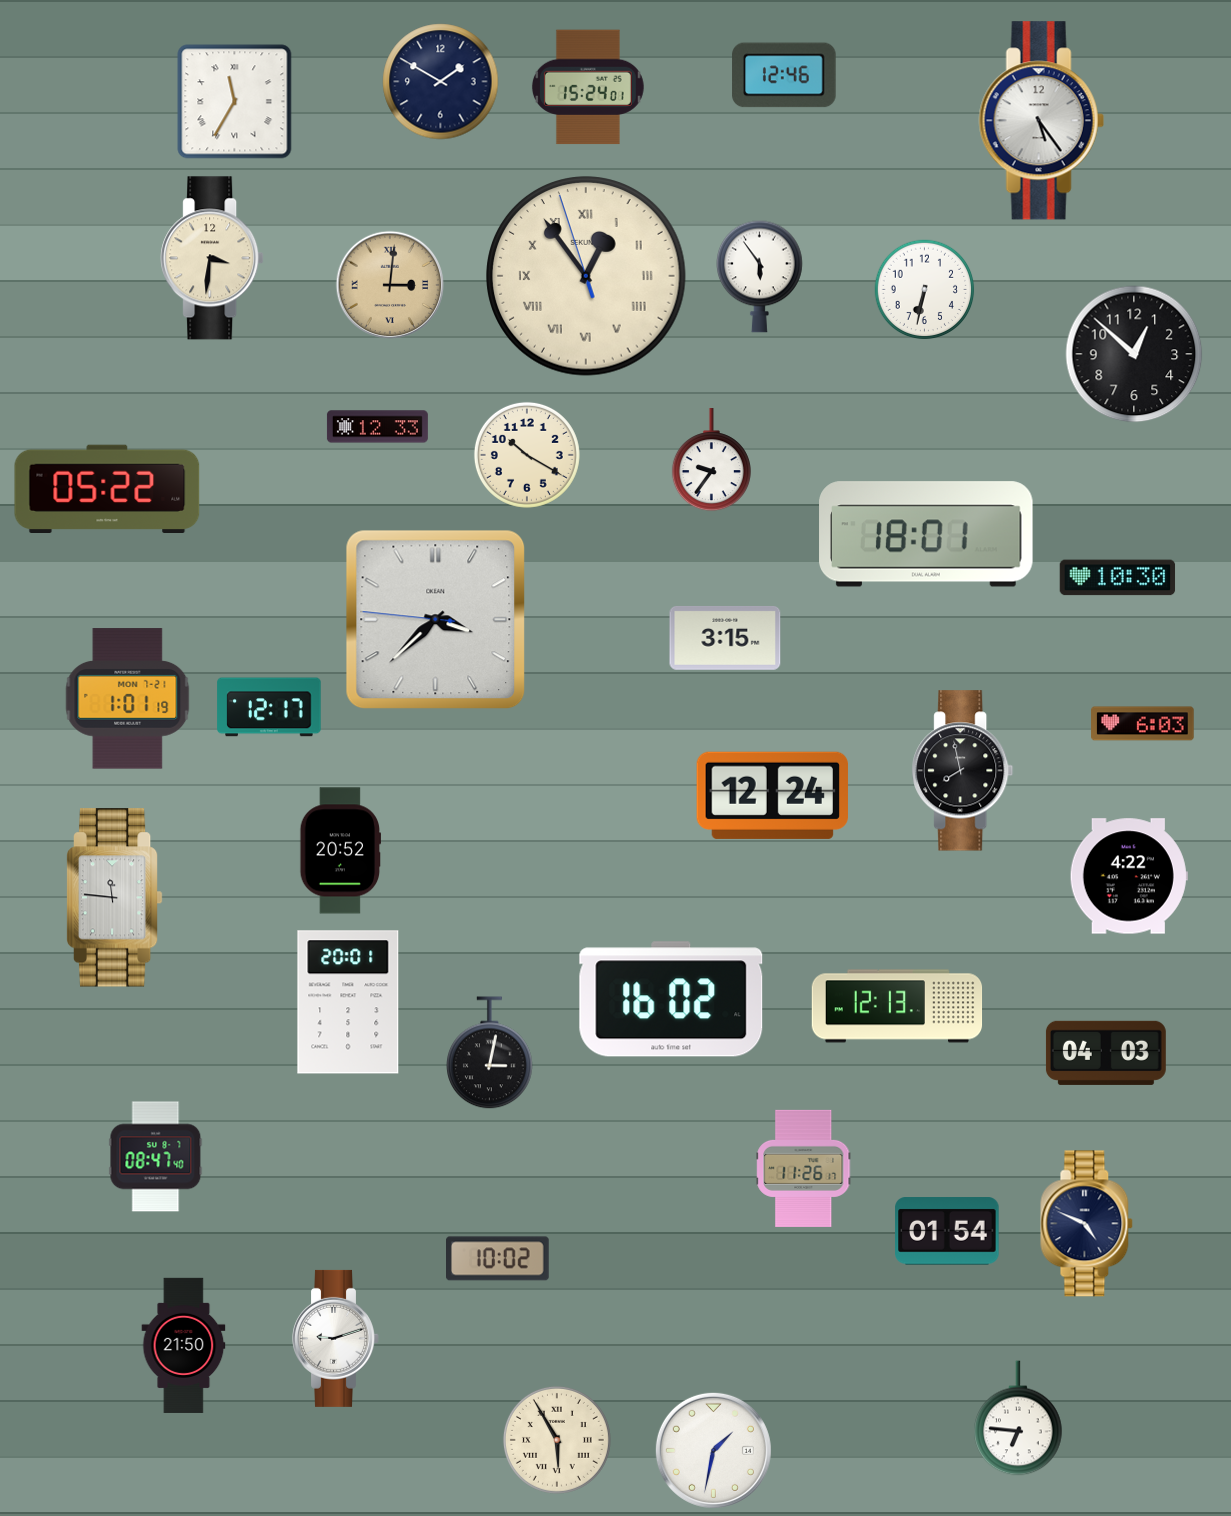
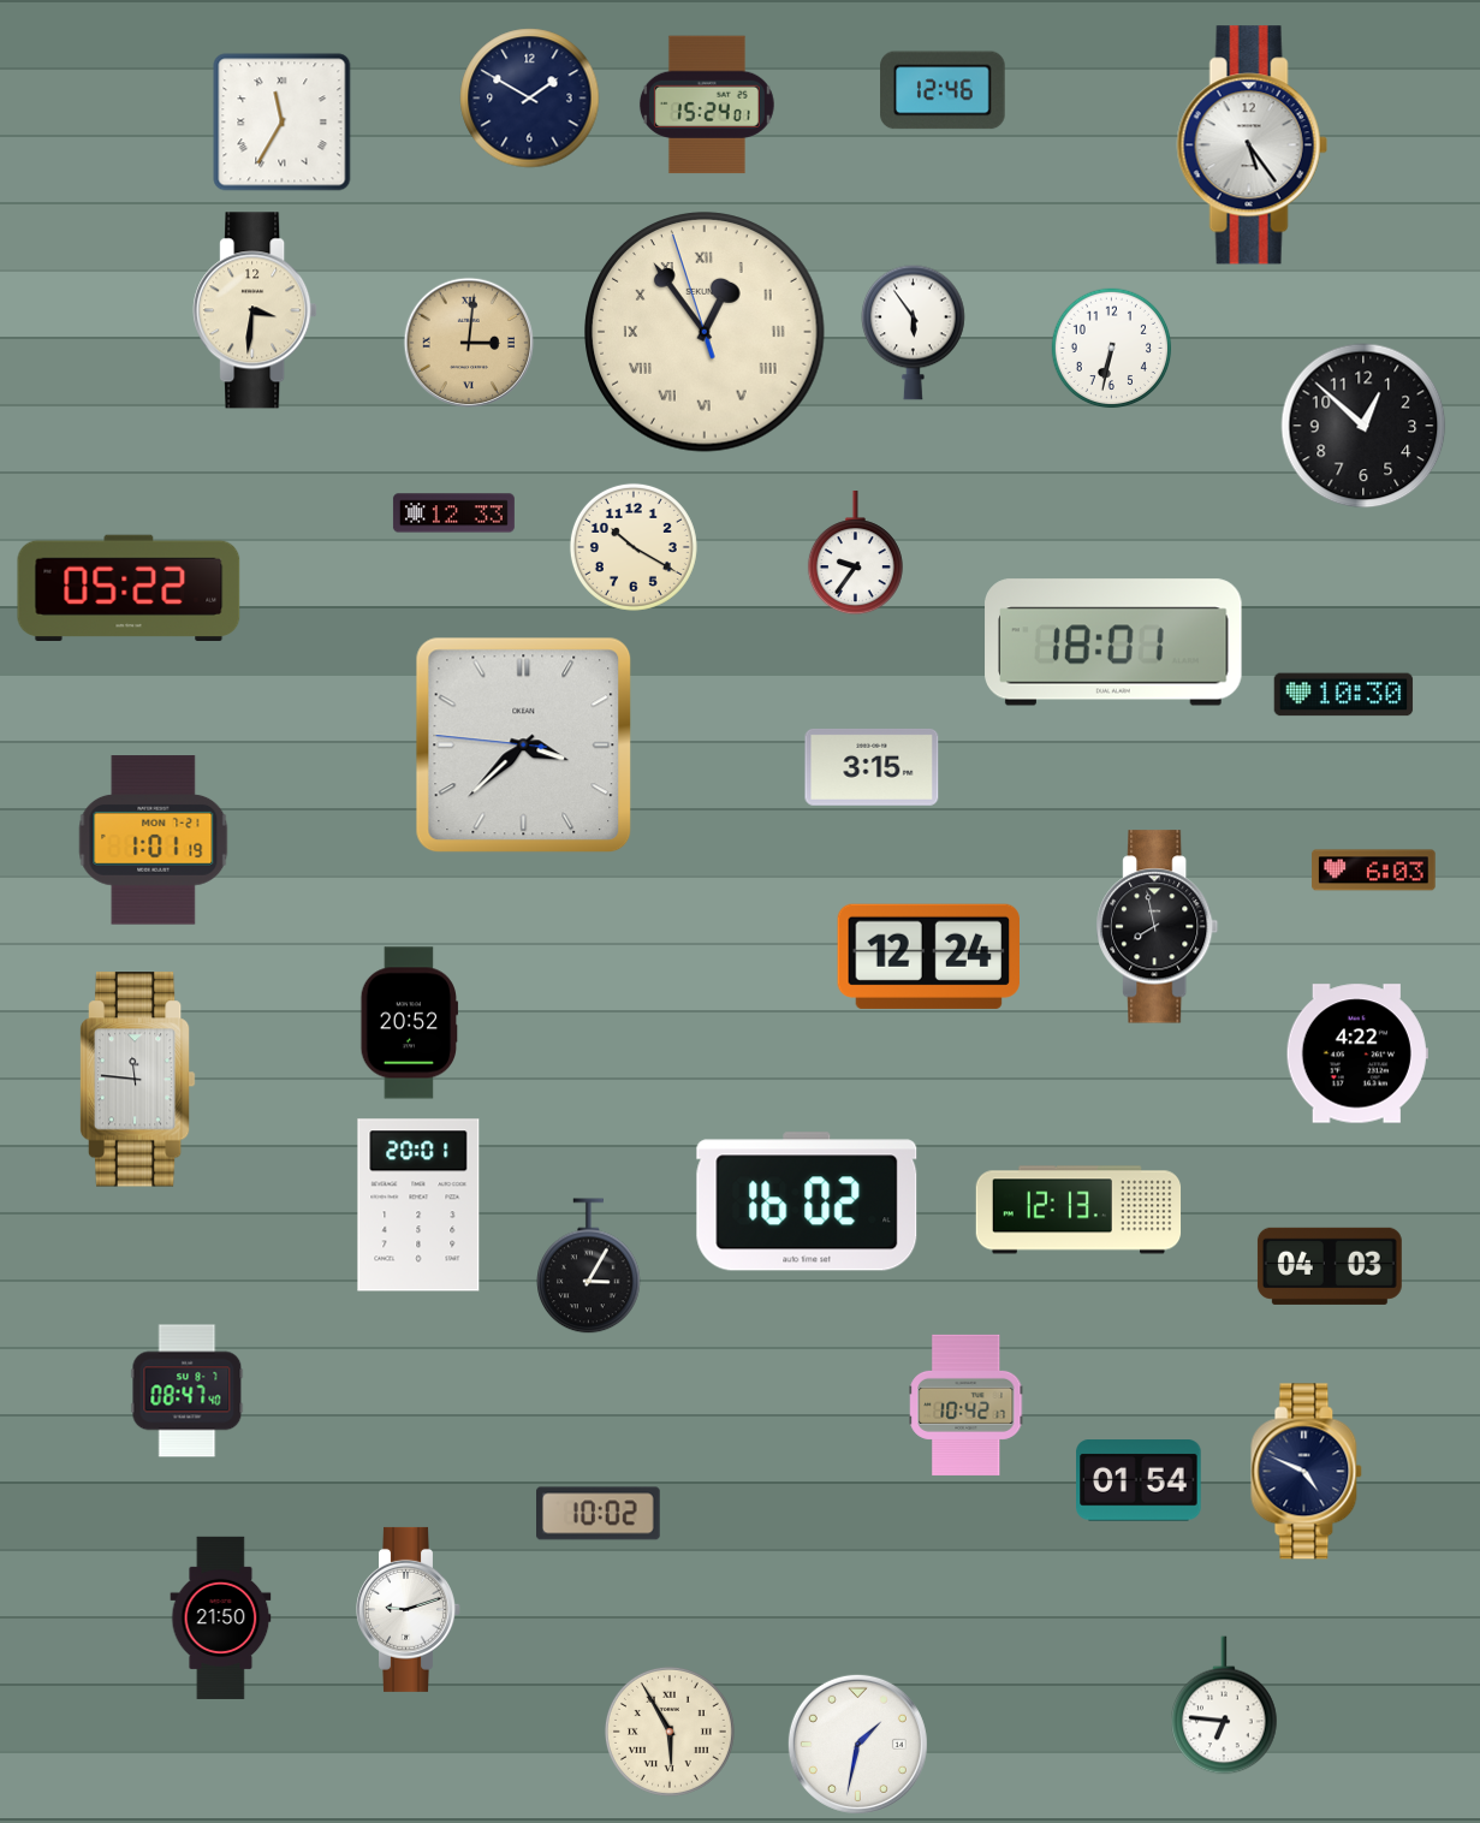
clock at (269, 707): 12:17 -> none
clock at (490, 1053): 3:02 -> 3:05
clock at (804, 1168): 11:26 -> 10:42
clock at (336, 1338) position: (336, 1338) -> (409, 1609)
